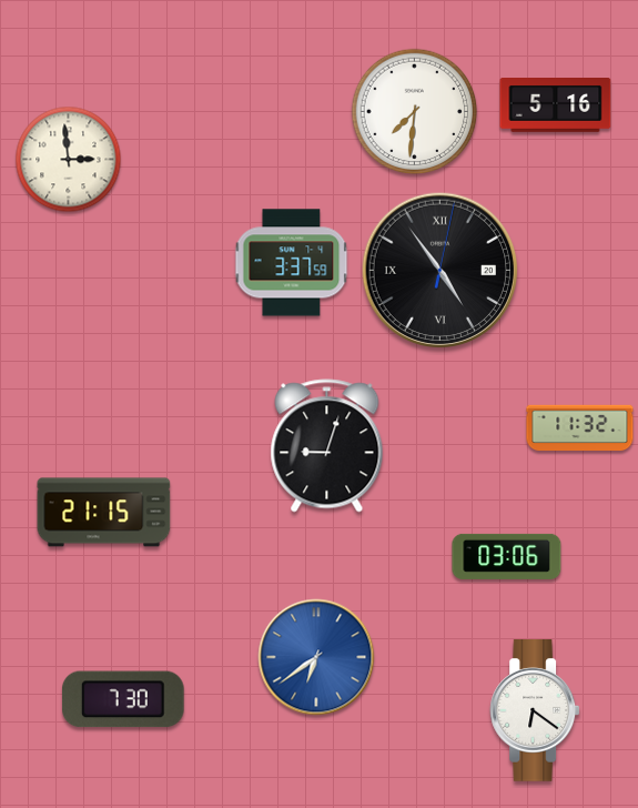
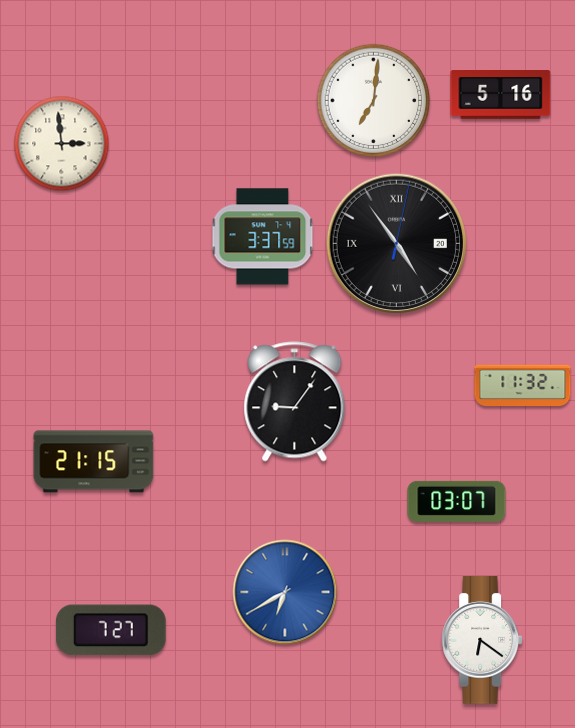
clock at (415, 112): 7:31 -> 7:01
clock at (327, 446): 9:03 -> 9:06
clock at (507, 556): 03:06 -> 03:07
clock at (316, 657): 6:39 -> 6:40
clock at (124, 699): 7:30 -> 7:27
